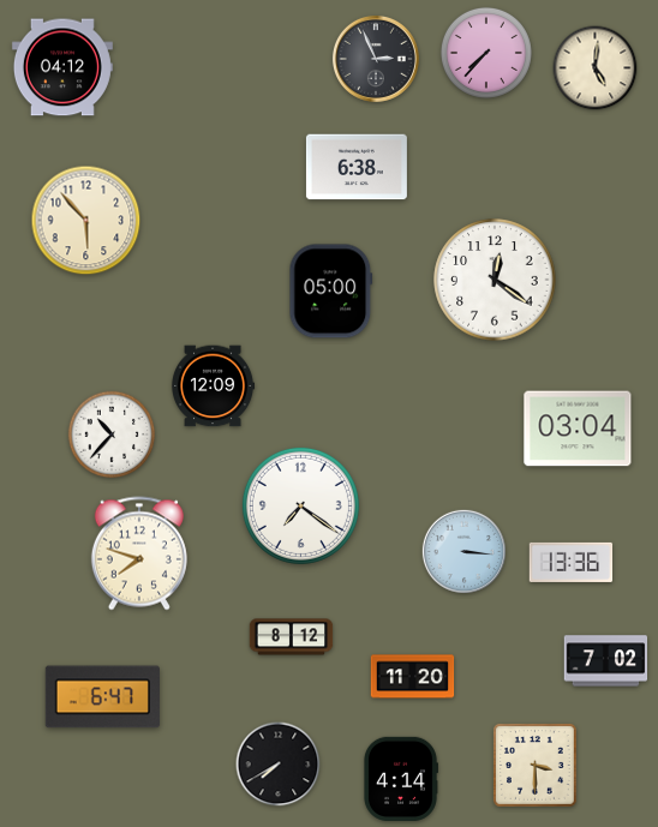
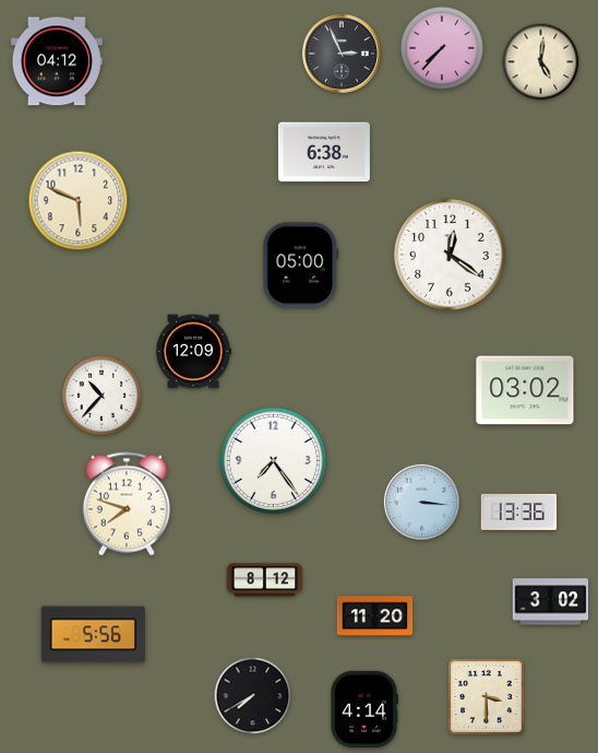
clock at (86, 221): 5:53 -> 5:49
clock at (578, 429): 03:04 -> 03:02
clock at (300, 505): 7:21 -> 7:24
clock at (606, 661): 7:02 -> 3:02
clock at (102, 697): 6:47 -> 5:56
